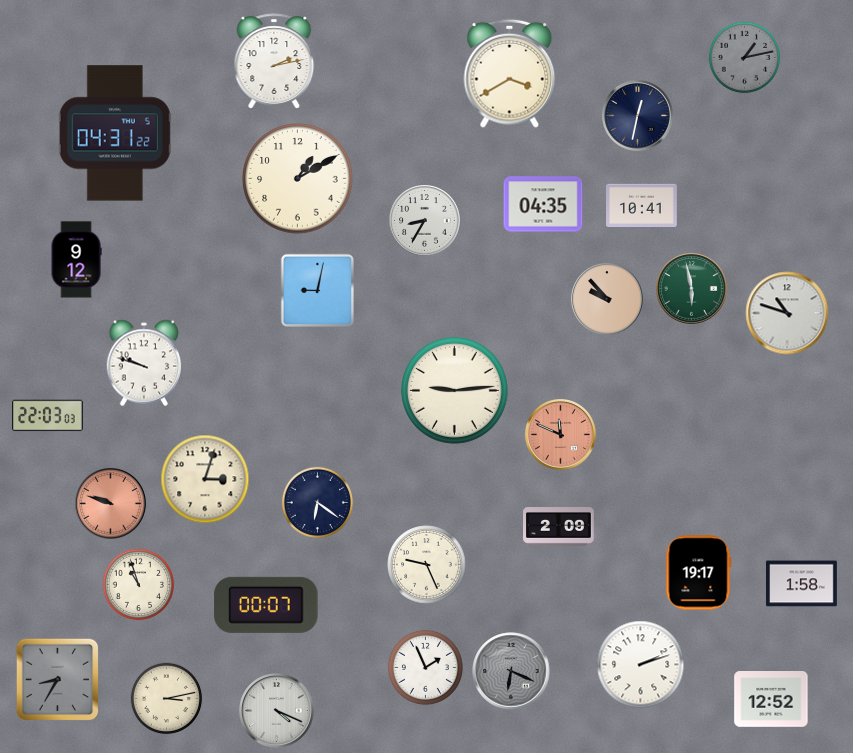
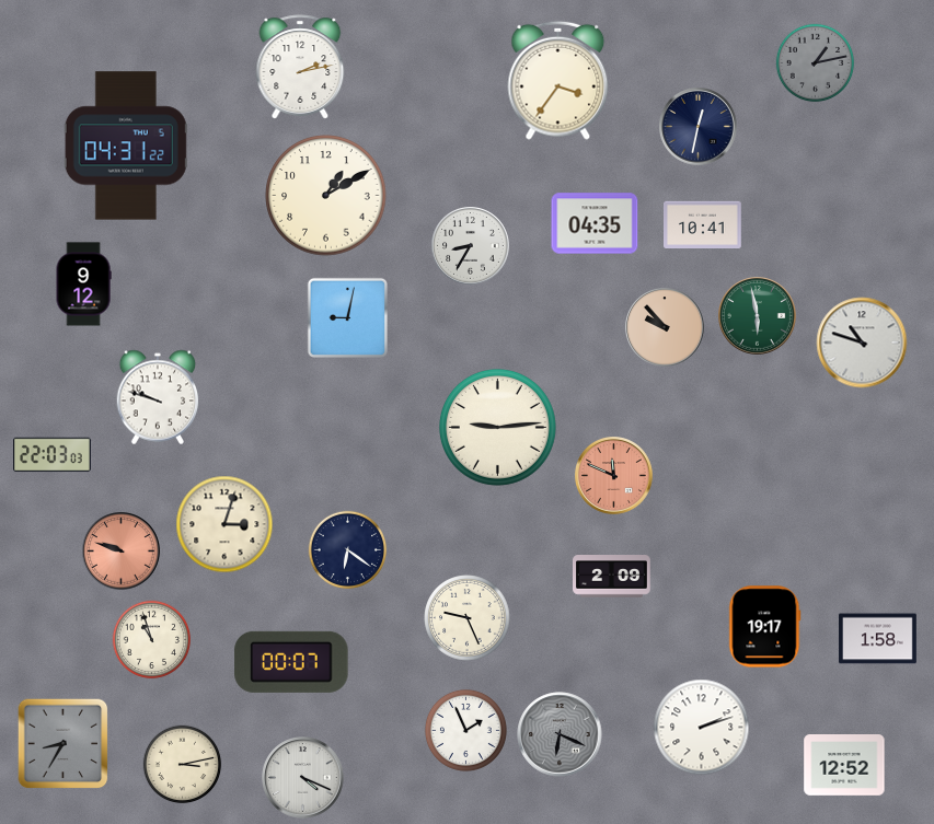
clock at (510, 73): 3:40 -> 3:36
clock at (425, 221) position: (425, 221) -> (471, 246)
